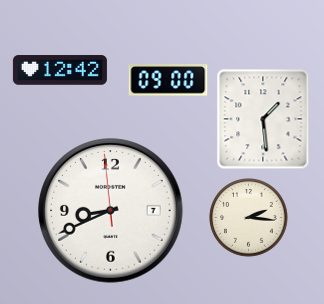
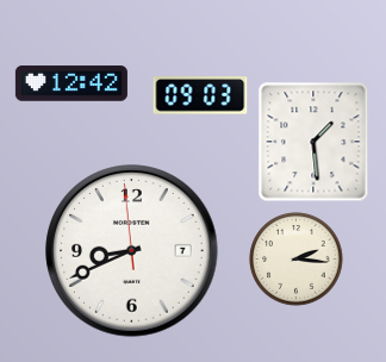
clock at (168, 80): 09:00 -> 09:03
